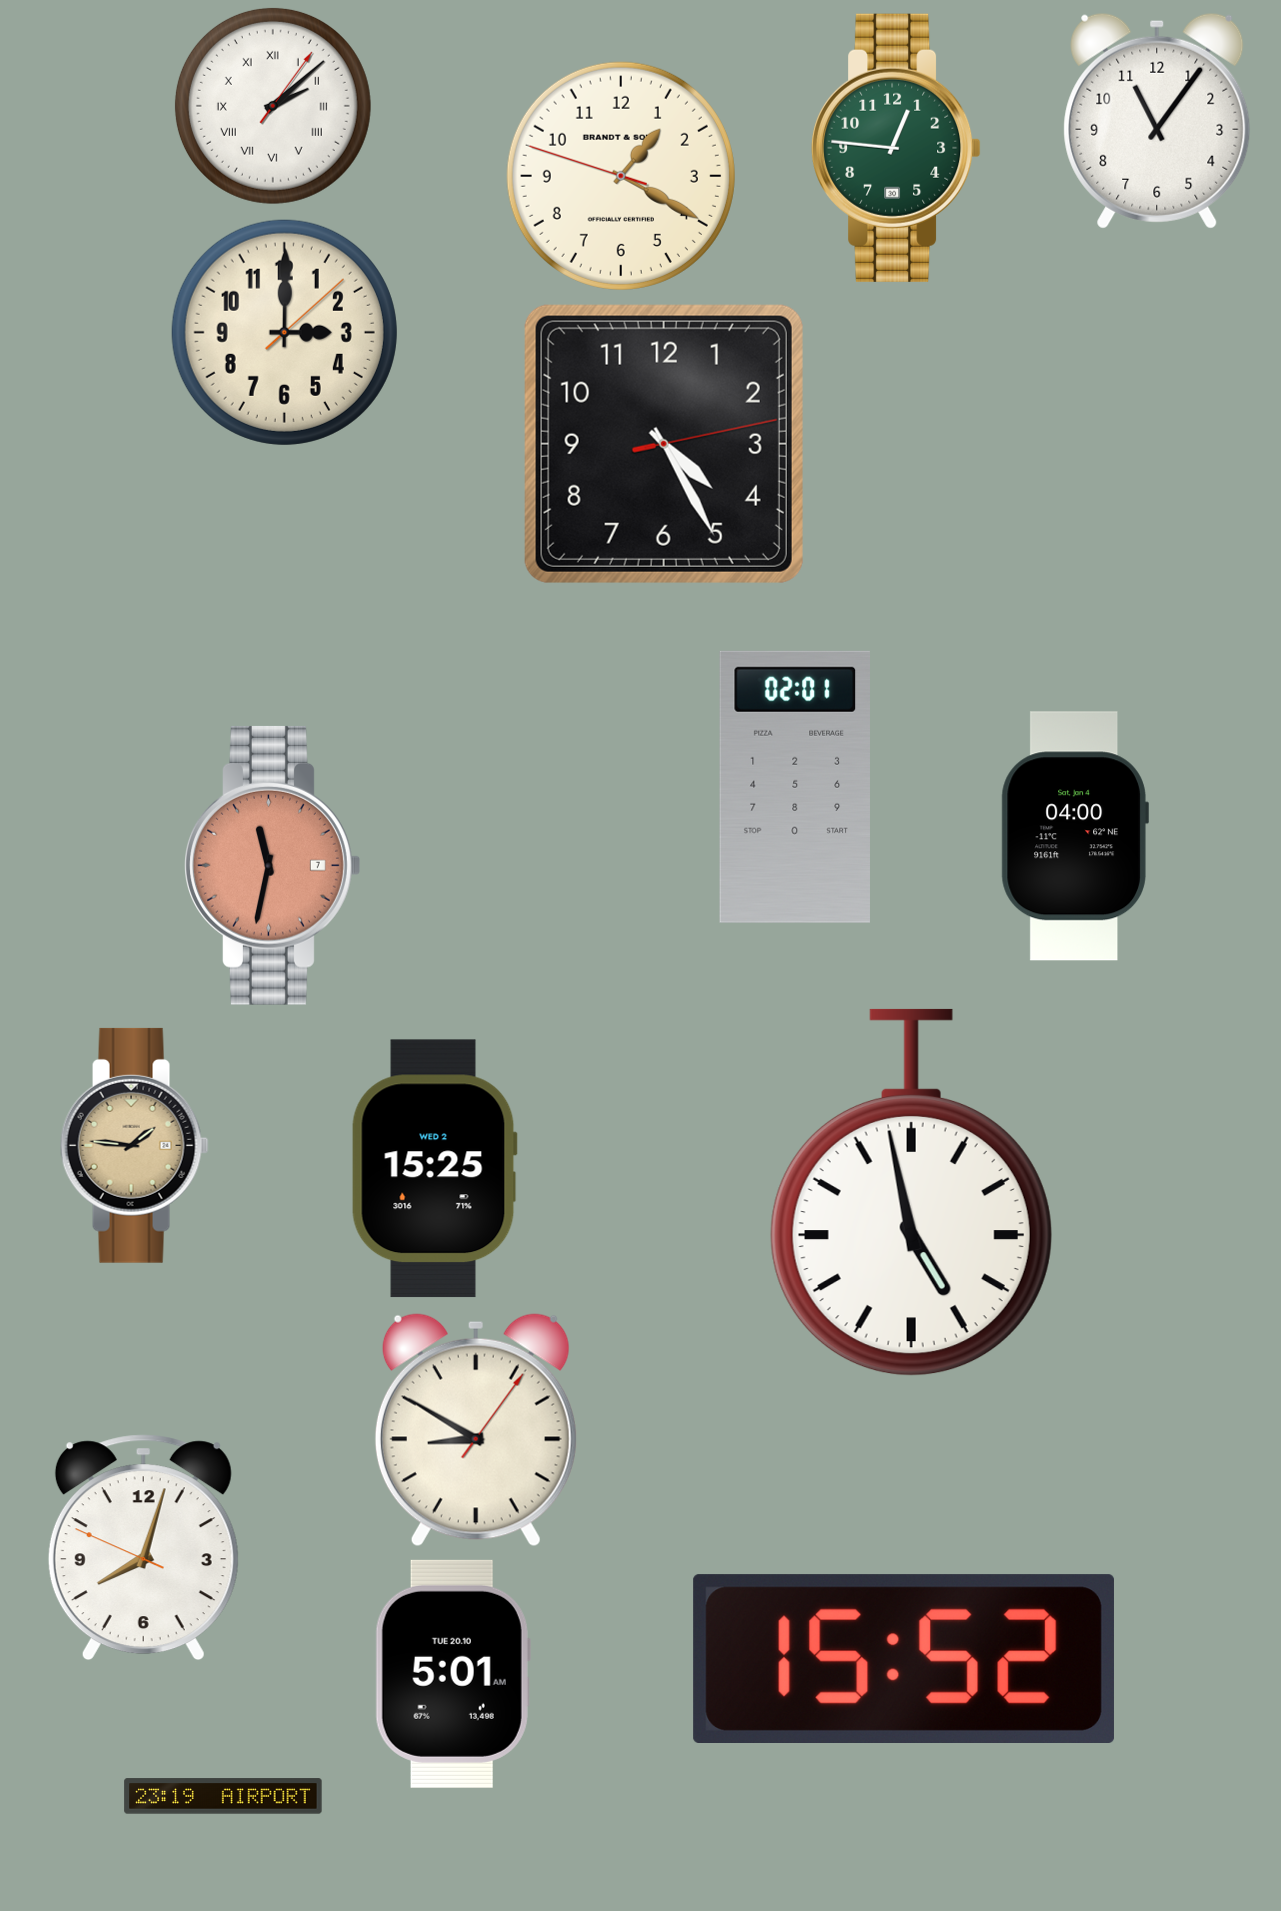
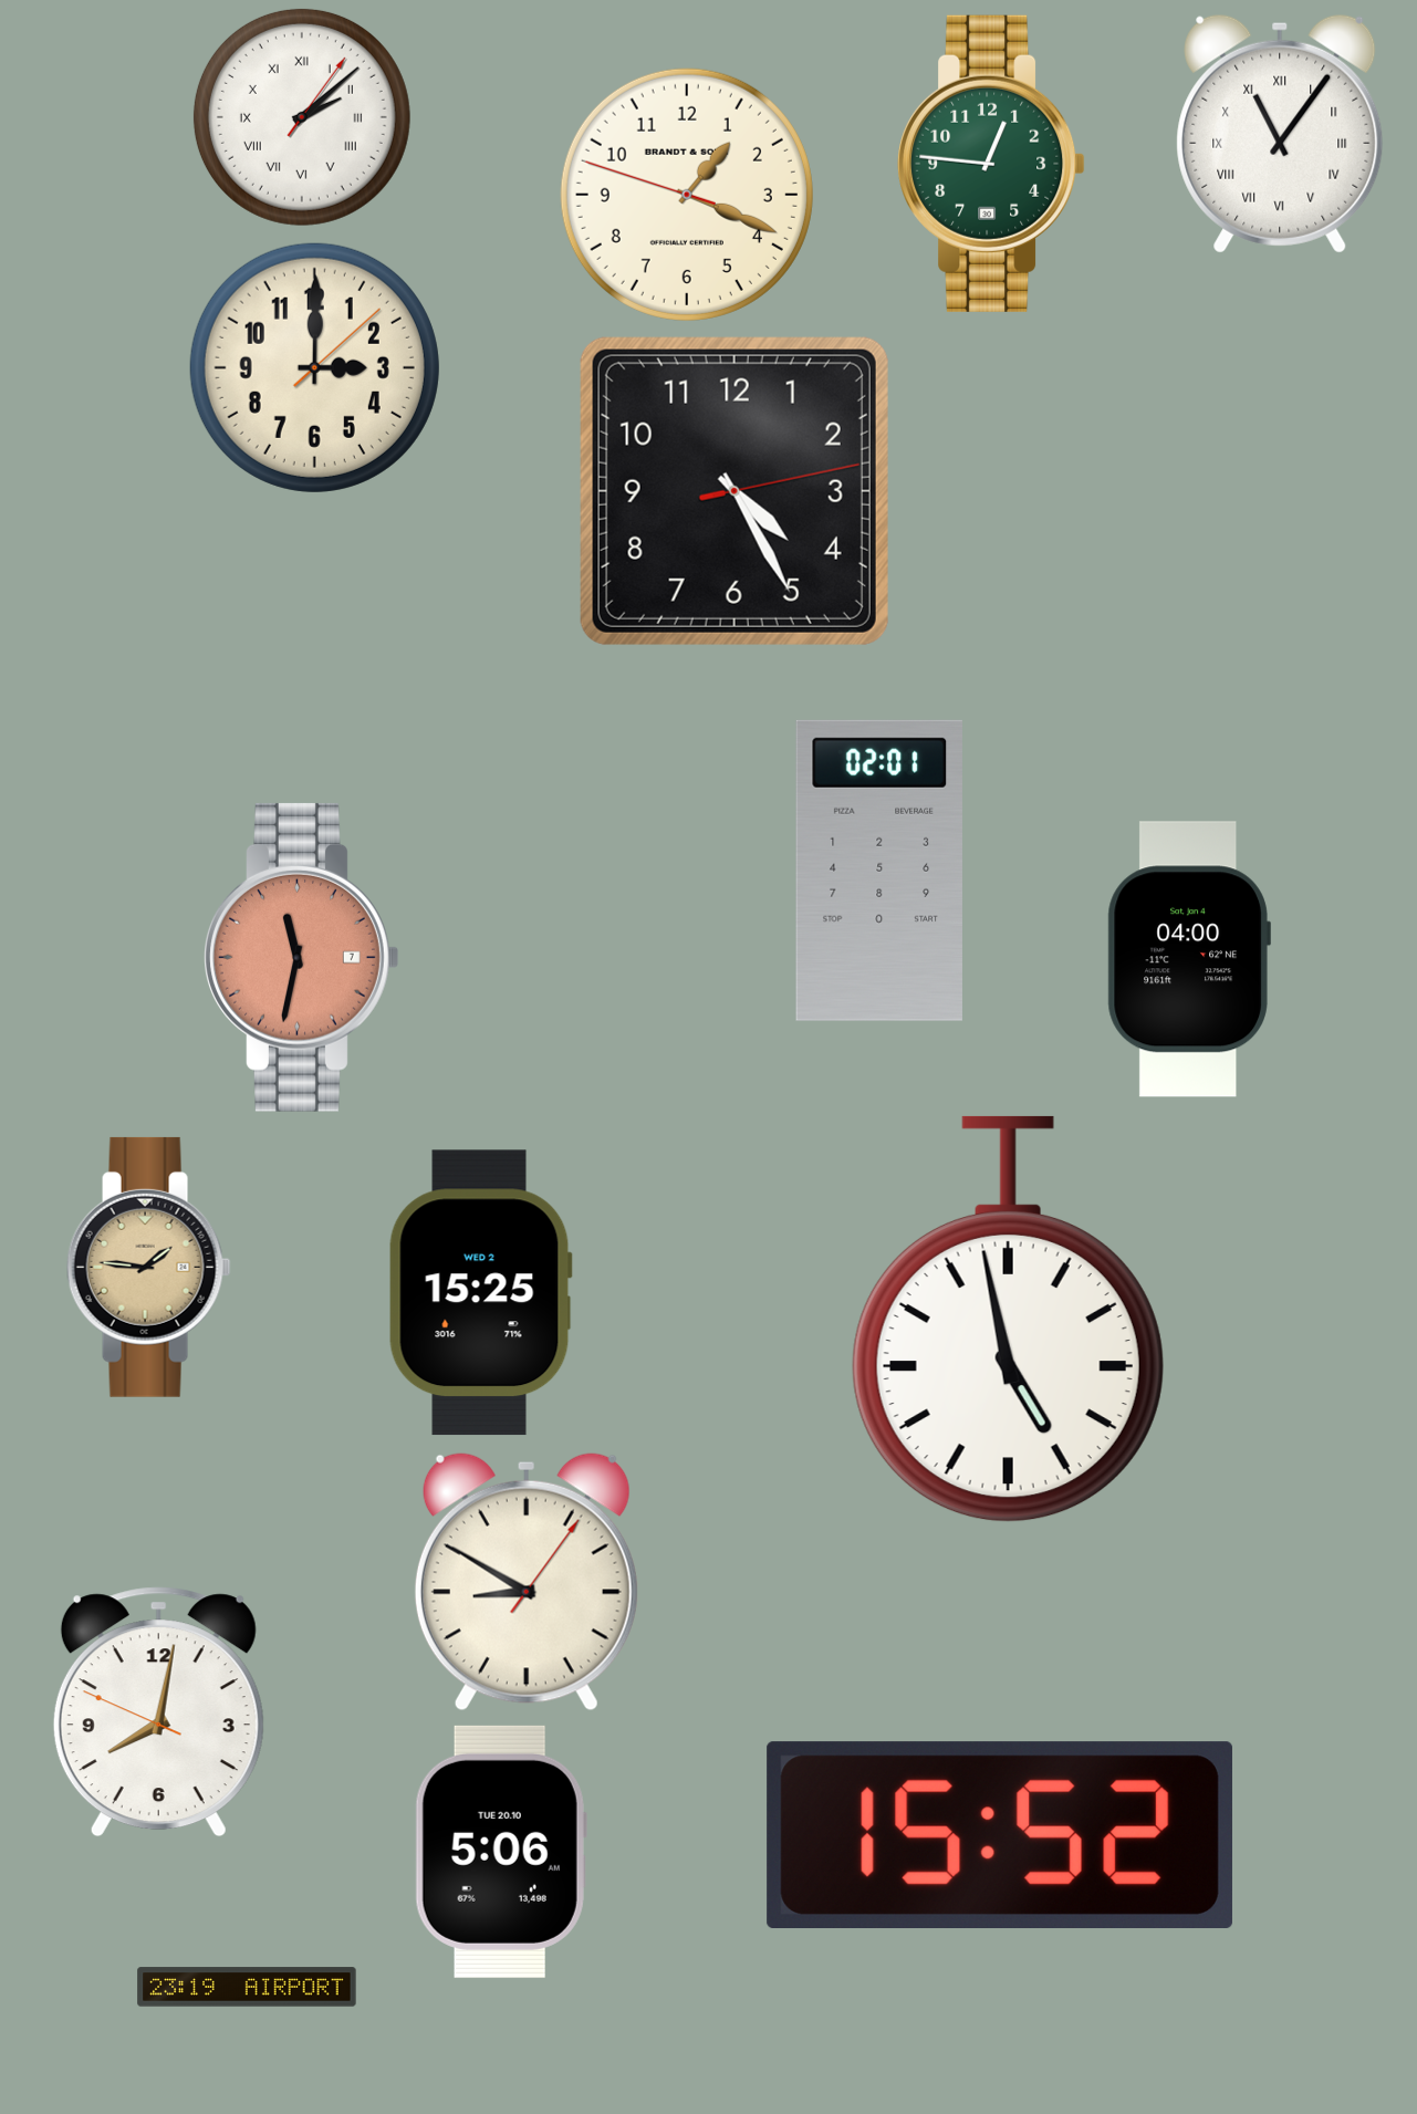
clock at (1157, 121) numerals: Arabic -> Roman
clock at (621, 176): 1:19 -> 1:18
clock at (1075, 836) position: (1075, 836) -> (1189, 959)
clock at (143, 1548): 8:02 -> 8:01
clock at (453, 1674): 5:01 -> 5:06
